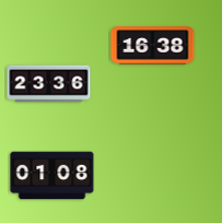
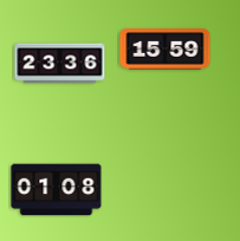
clock at (153, 46): 16:38 -> 15:59
clock at (49, 84) position: (49, 84) -> (60, 64)
